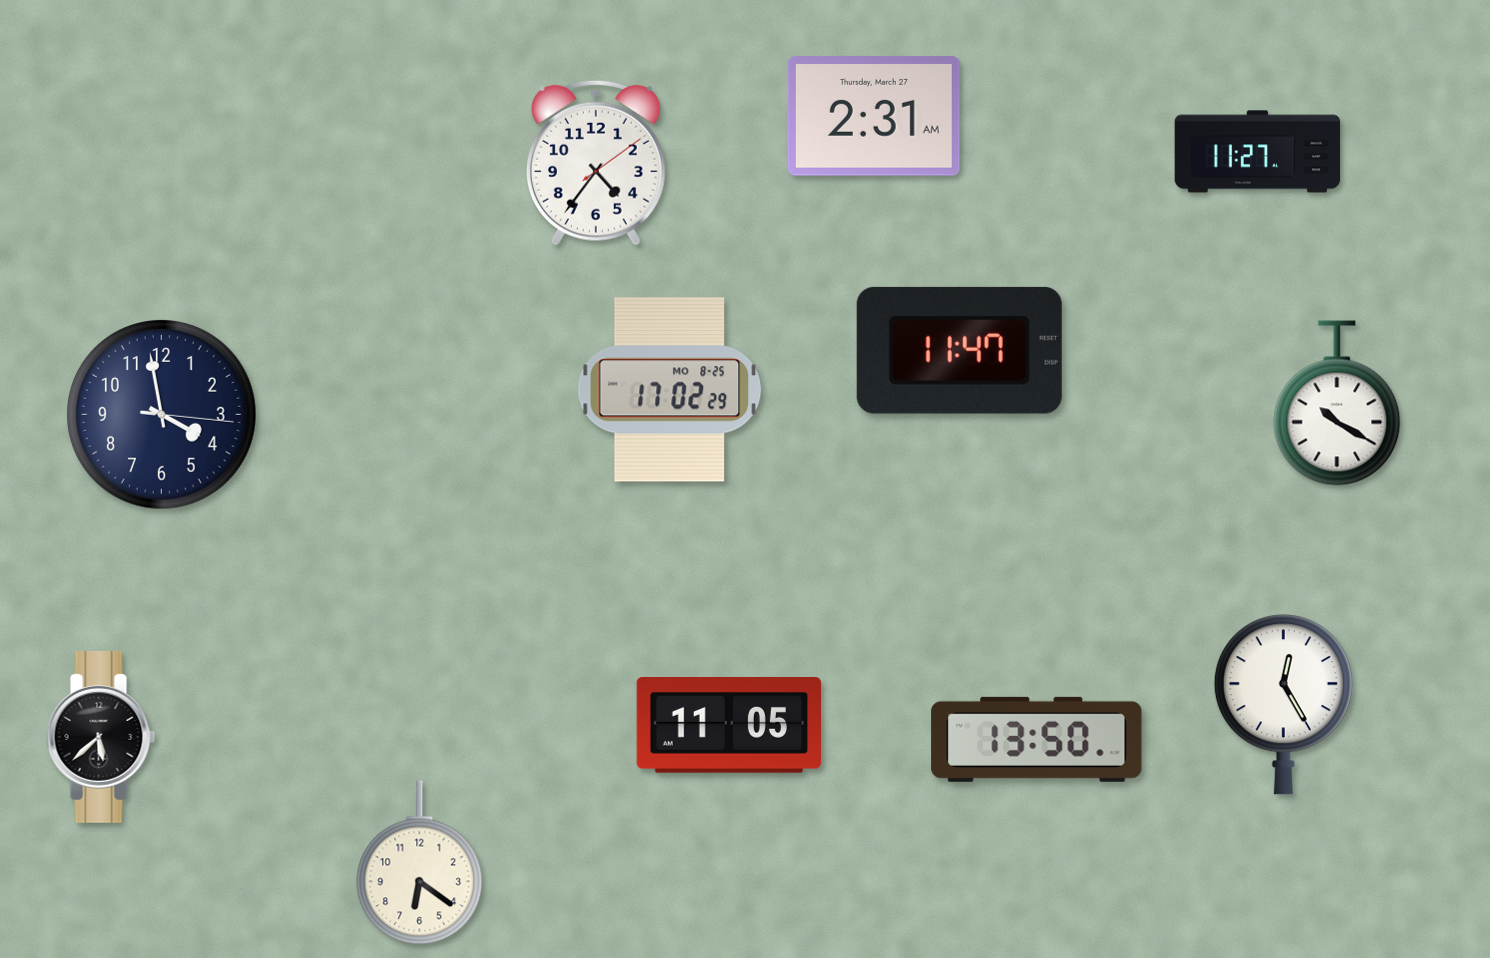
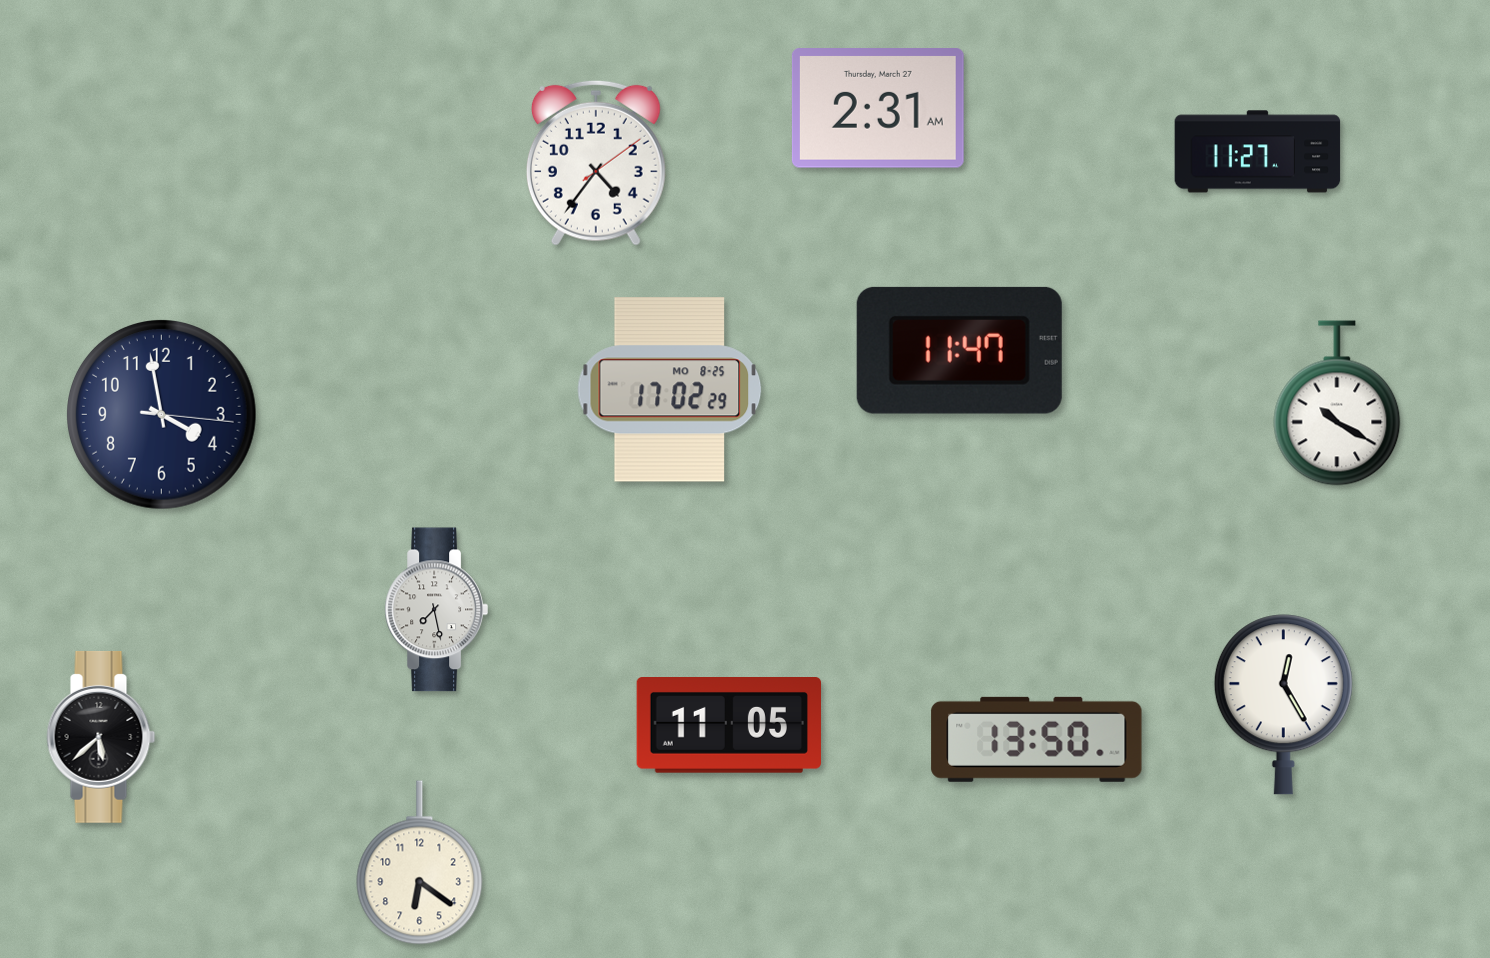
clock at (874, 116) position: (874, 116) -> (878, 108)
clock at (436, 610): none -> 7:28
